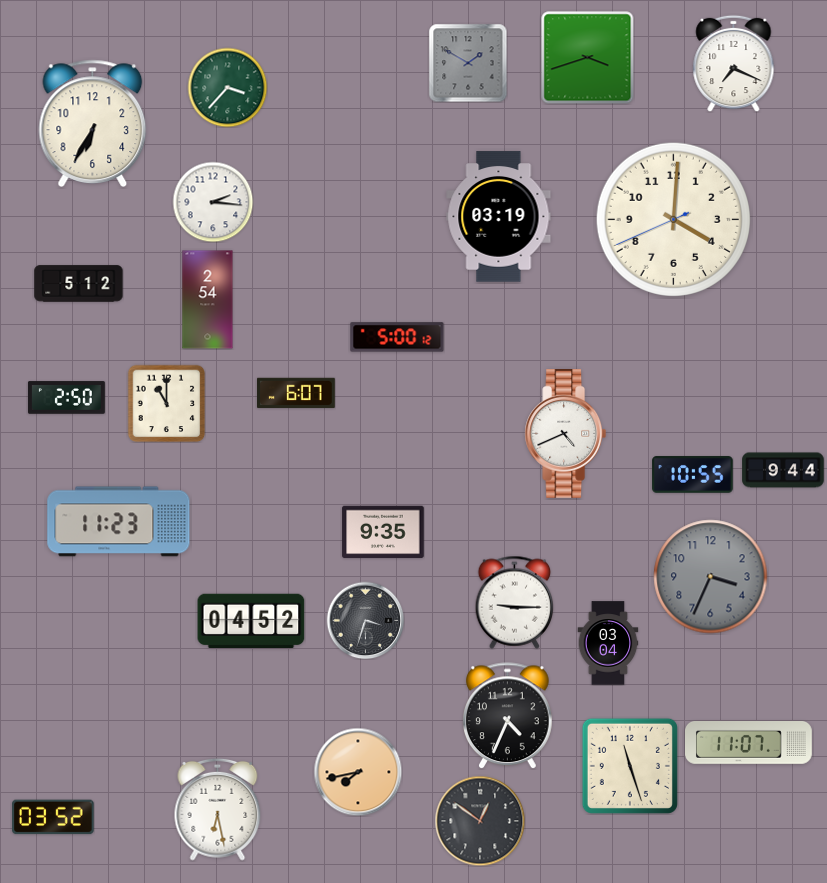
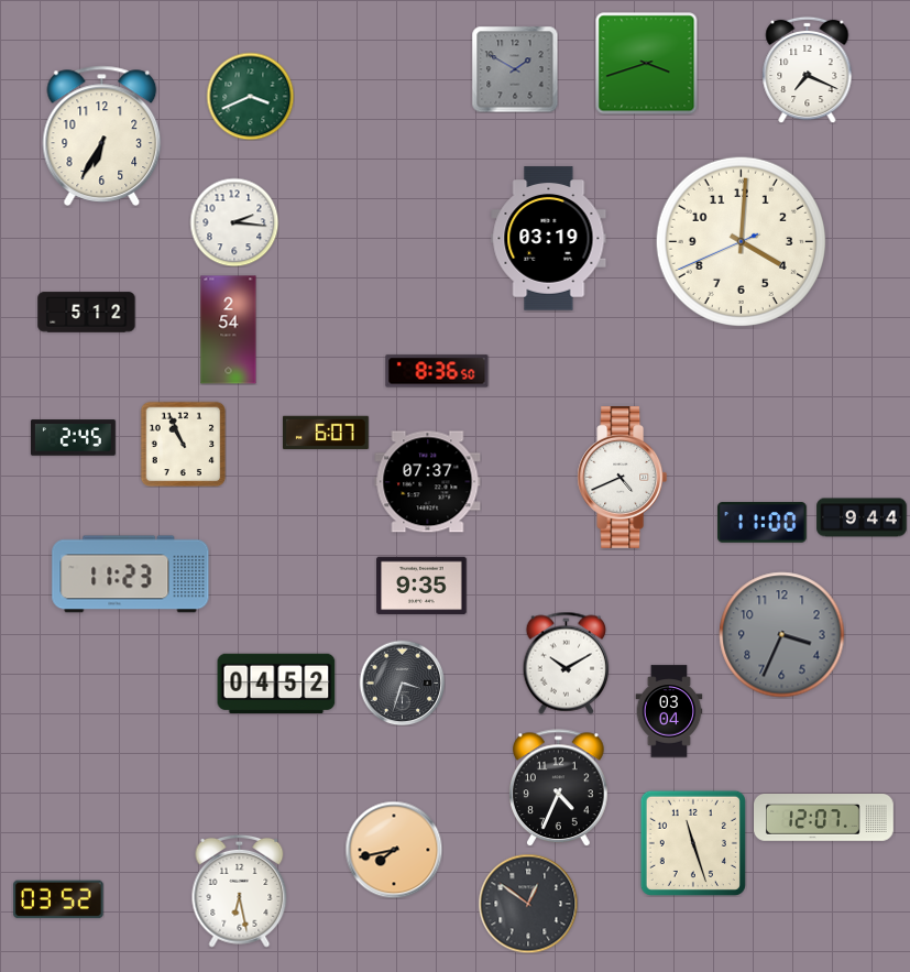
clock at (227, 87): 3:37 -> 3:41
clock at (397, 337): 5:00 -> 8:36
clock at (66, 398): 2:50 -> 2:45
clock at (166, 403): 11:00 -> 10:56
clock at (428, 482): none -> 07:37
clock at (693, 475): 10:55 -> 11:00
clock at (515, 602): 9:15 -> 10:10
clock at (608, 643) position: (608, 643) -> (669, 711)
clock at (749, 743): 11:07 -> 12:07
